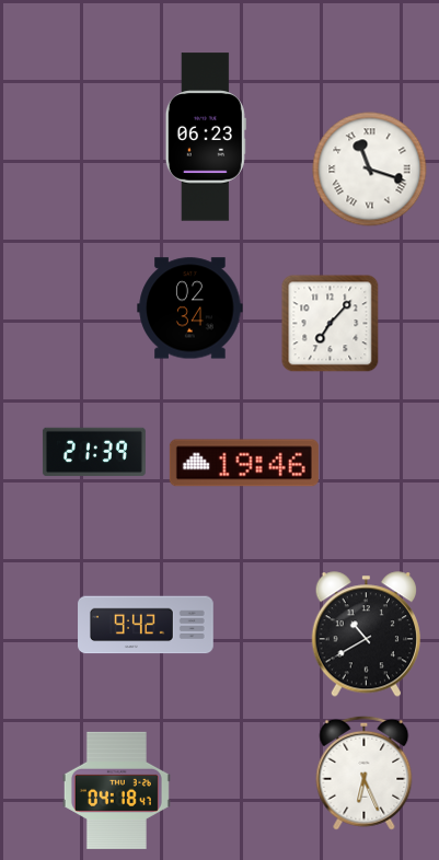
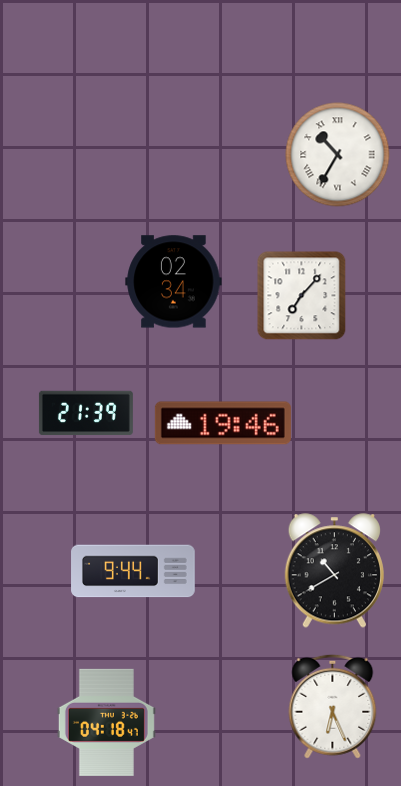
clock at (206, 137): 06:23 -> none
clock at (370, 170): 11:18 -> 10:35
clock at (146, 625): 9:42 -> 9:44
clock at (366, 635) position: (366, 635) -> (334, 571)
